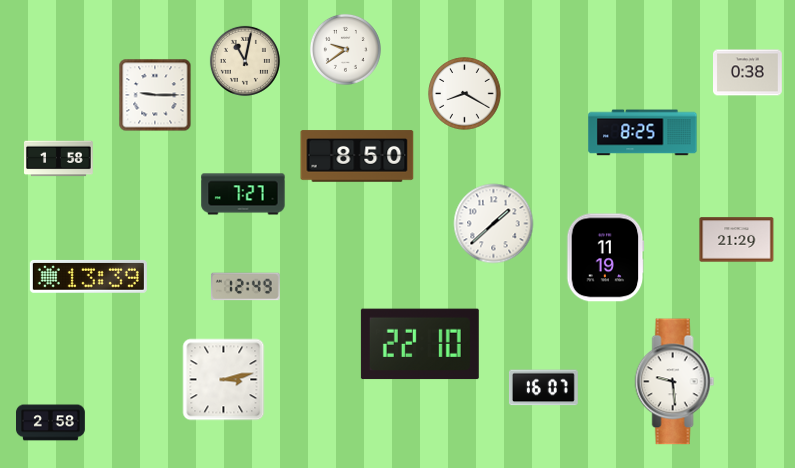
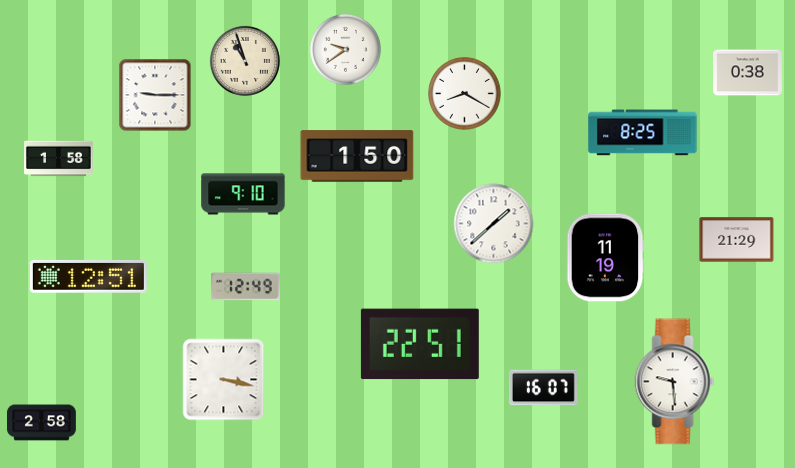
clock at (245, 61): 11:02 -> 10:57
clock at (357, 156): 8:50 -> 1:50
clock at (243, 194): 7:27 -> 9:10
clock at (88, 276): 13:39 -> 12:51
clock at (420, 344): 22:10 -> 22:51
clock at (224, 380): 3:13 -> 3:17
clock at (51, 423) position: (51, 423) -> (42, 423)
